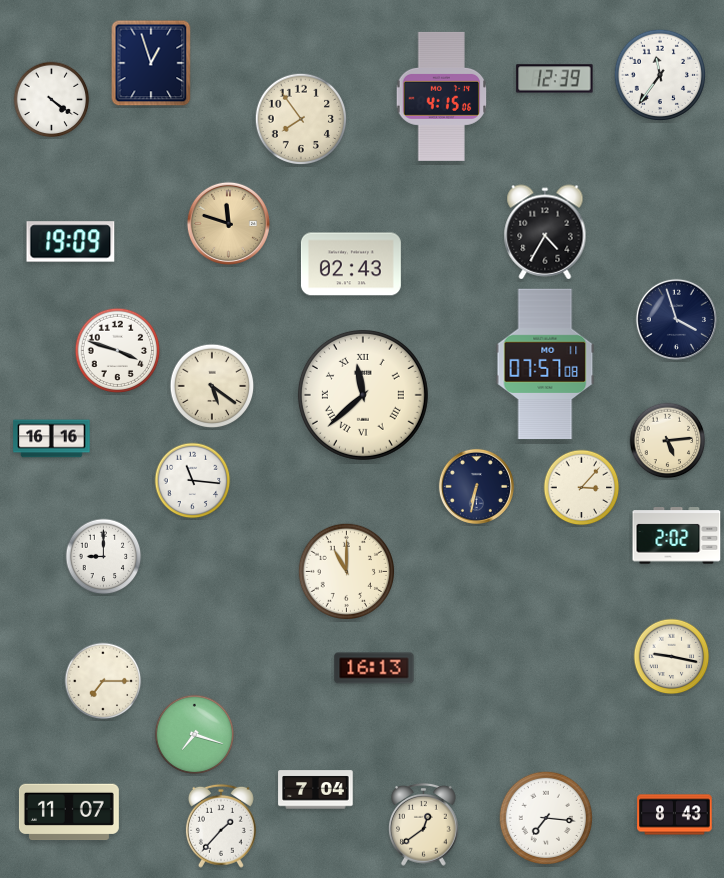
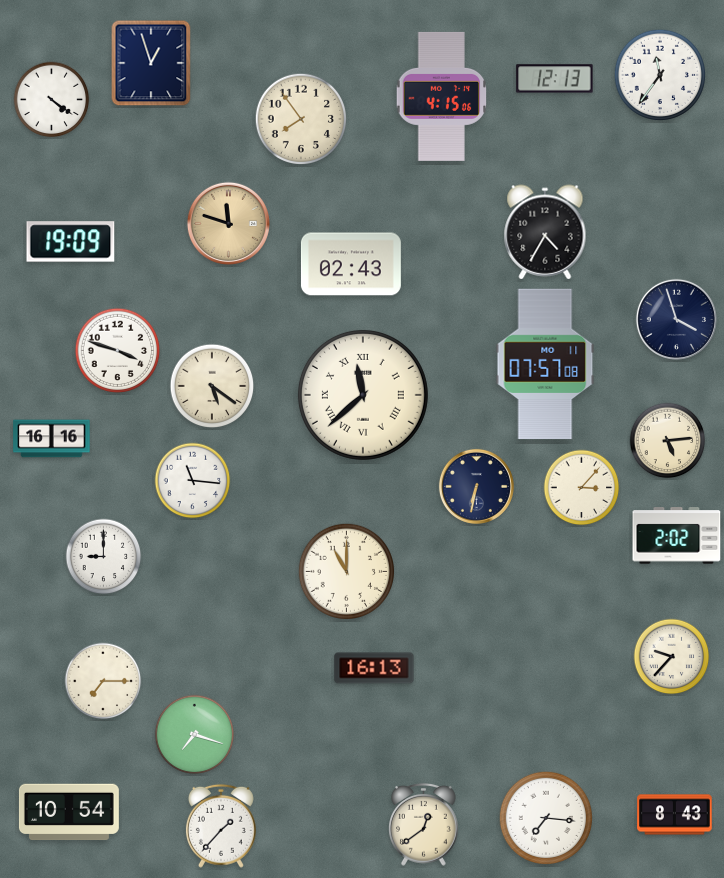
clock at (555, 79): 12:39 -> 12:13
clock at (672, 657): 9:17 -> 9:37
clock at (316, 790): 7:04 -> none
clock at (69, 812): 11:07 -> 10:54
